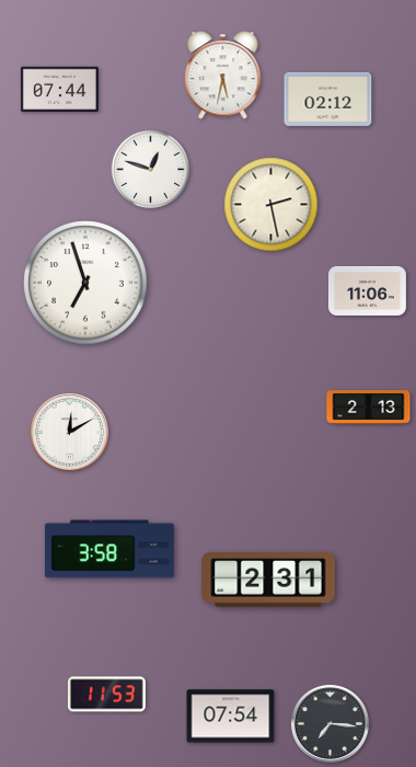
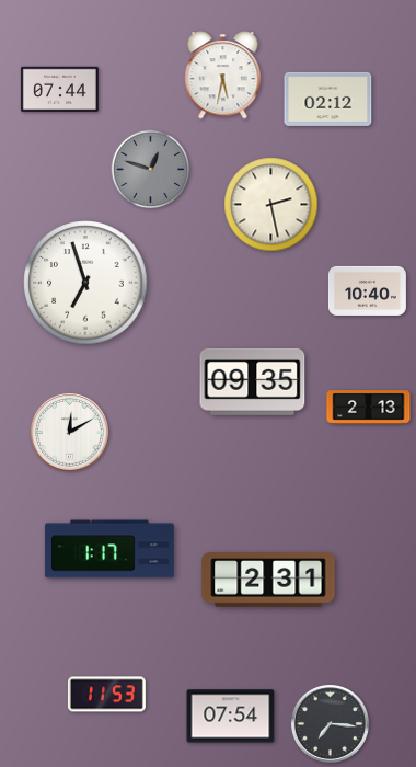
clock at (151, 170) dial: white -> grey
clock at (367, 290): 11:06 -> 10:40
clock at (253, 381): none -> 09:35
clock at (109, 549): 3:58 -> 1:17
